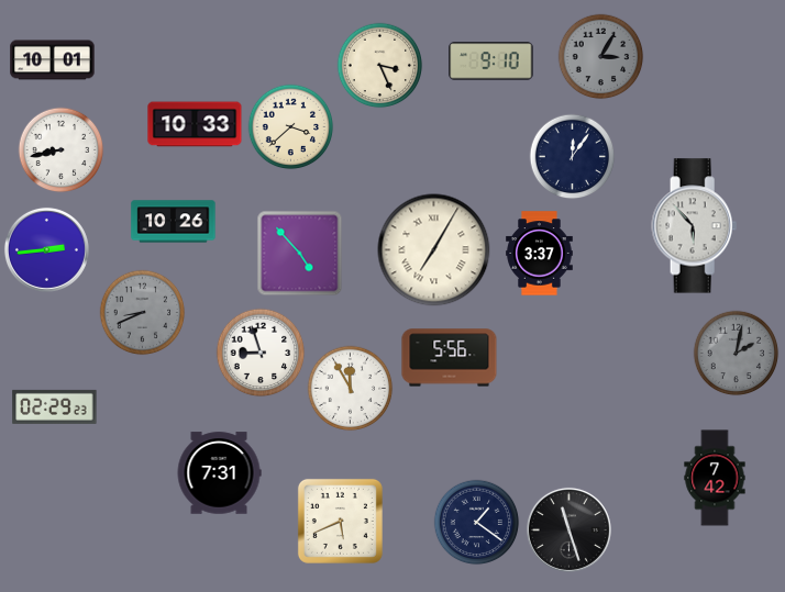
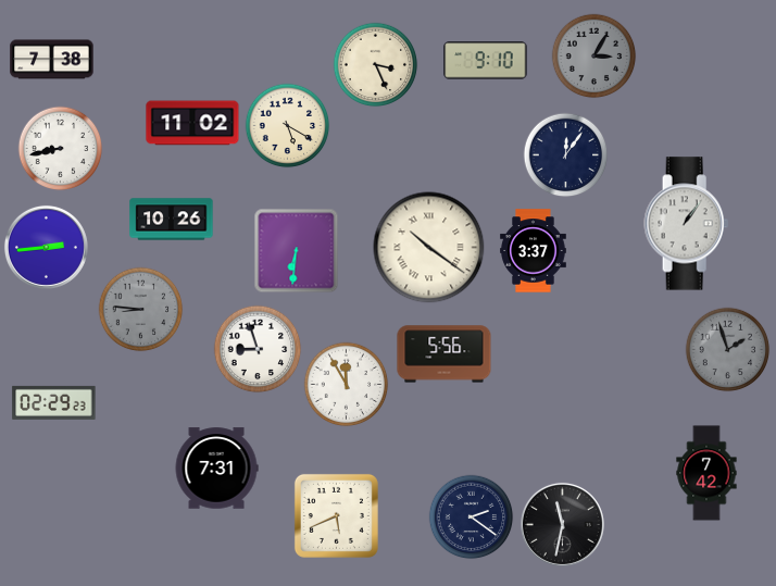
clock at (53, 60): 10:01 -> 7:38
clock at (195, 124): 10:33 -> 11:02
clock at (290, 126): 3:38 -> 5:20
clock at (695, 226): 5:53 -> 1:06
clock at (434, 250): 7:05 -> 10:21
clock at (299, 253): 4:53 -> 6:31
clock at (142, 312): 8:41 -> 8:46
clock at (736, 353): 2:02 -> 1:57
clock at (476, 522): 1:21 -> 2:21
clock at (568, 529): 11:27 -> 11:32
